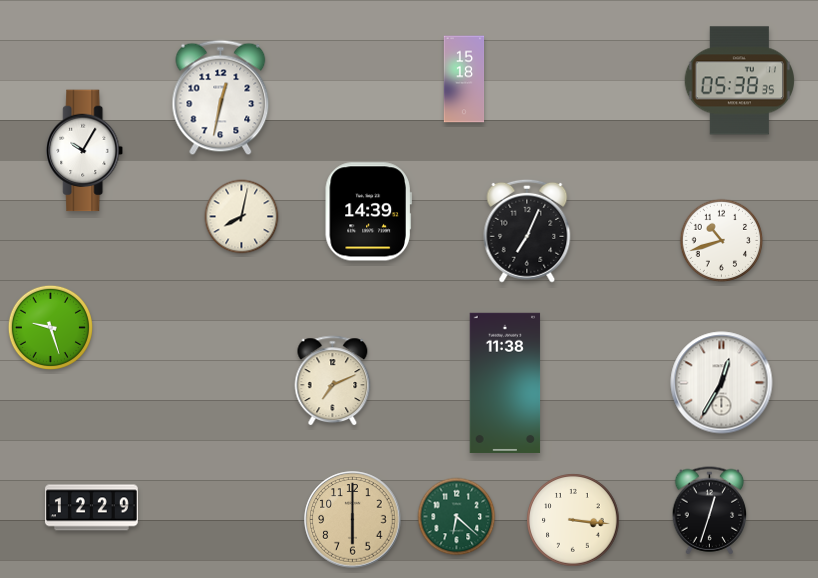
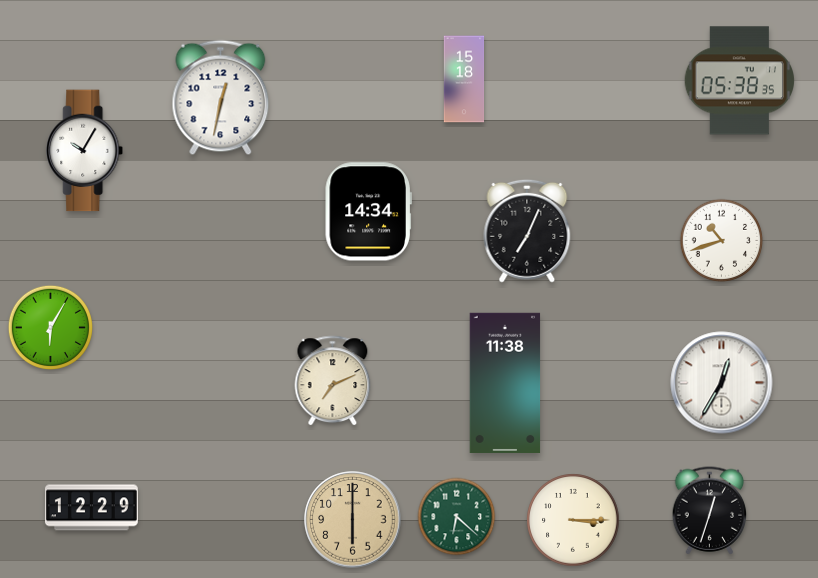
clock at (368, 212): 14:39 -> 14:34
clock at (242, 217): 8:02 -> none
clock at (50, 327): 9:27 -> 6:05
clock at (573, 520): 3:16 -> 3:15
